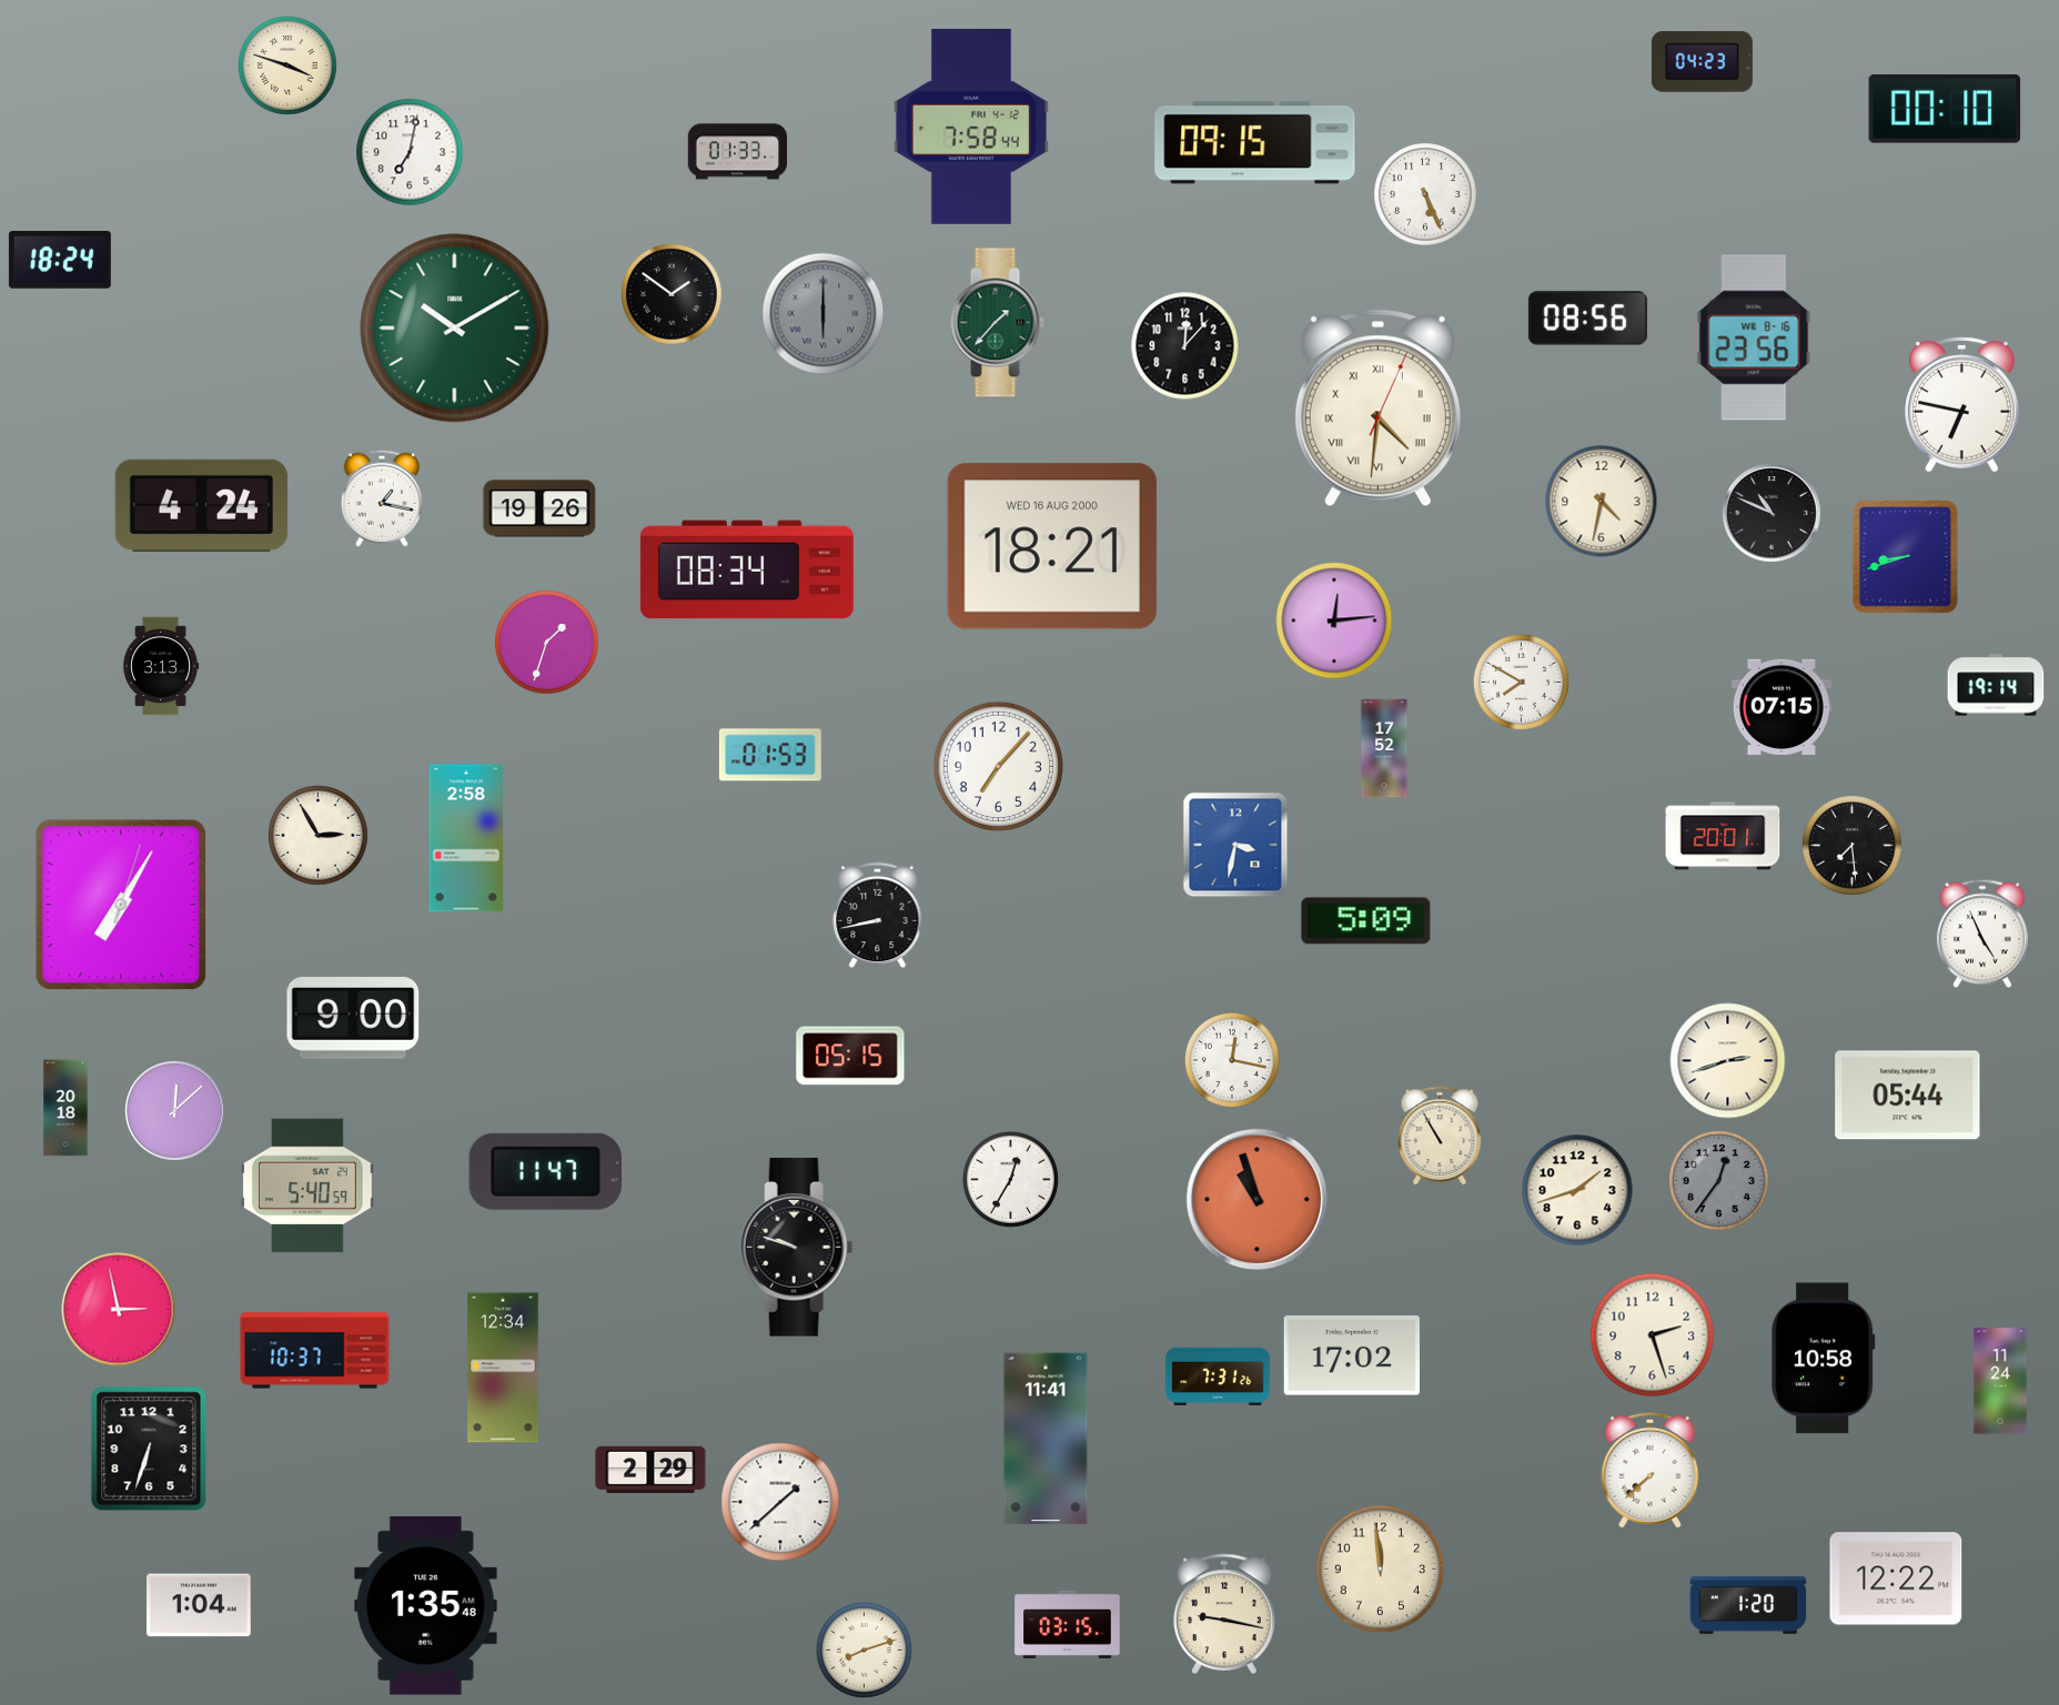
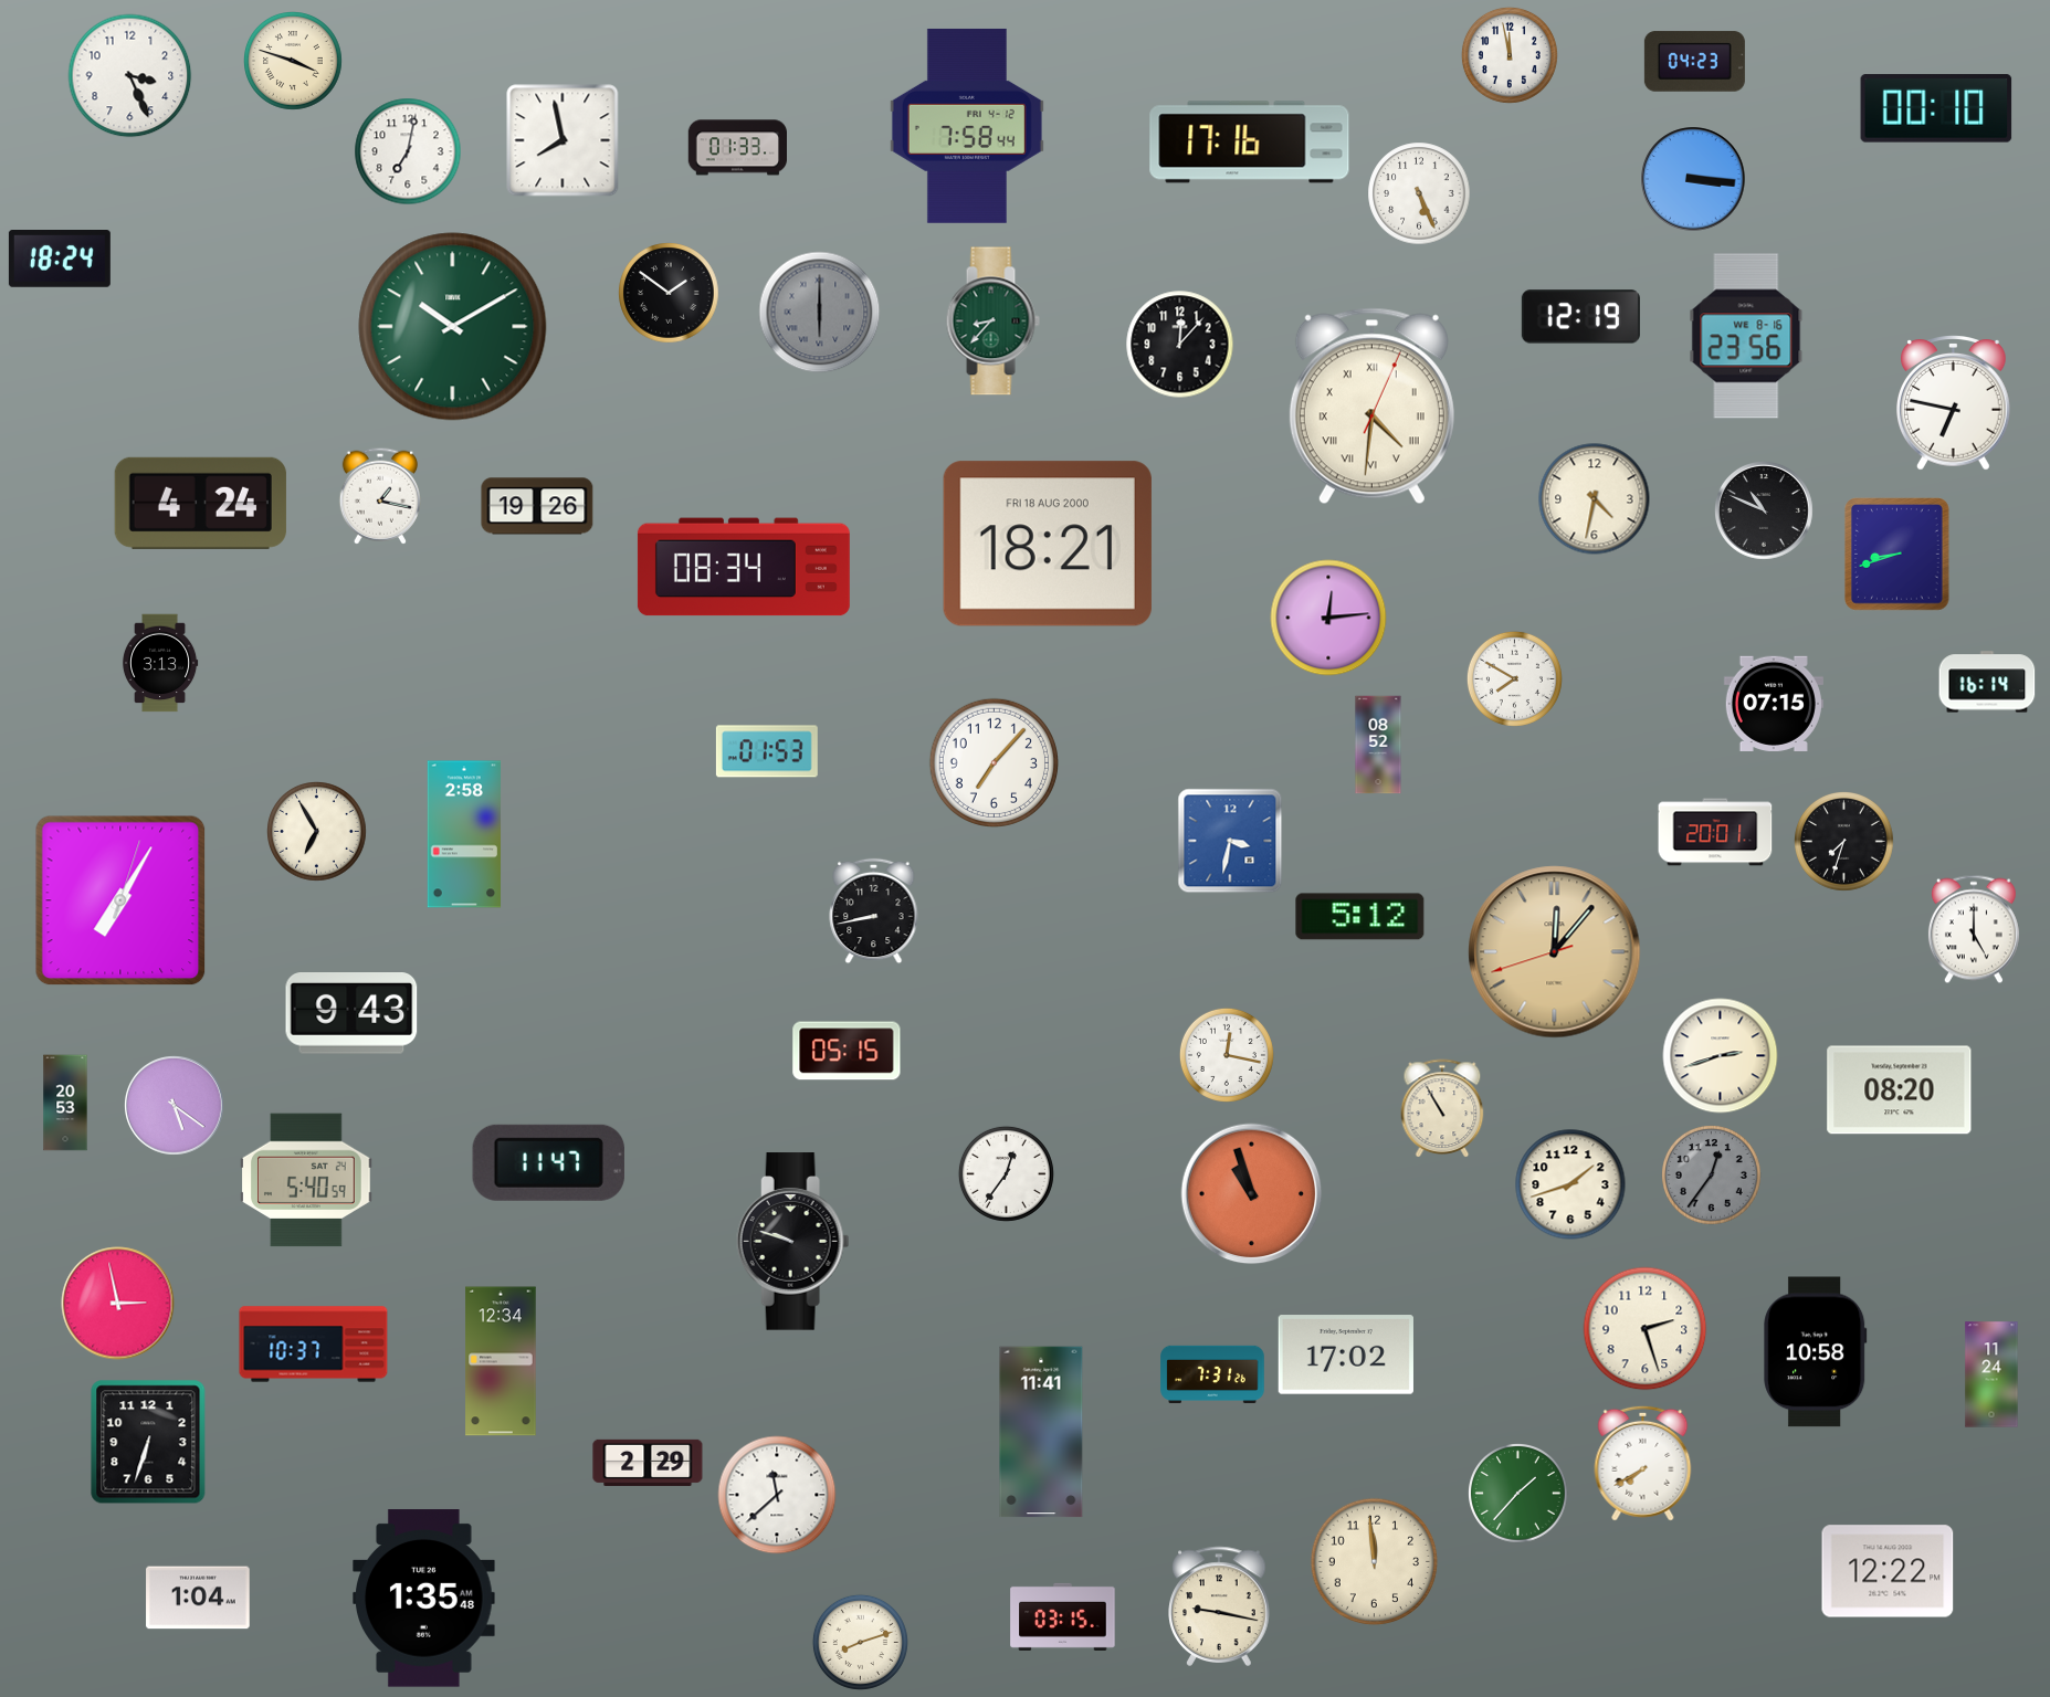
clock at (1510, 55): none -> 11:58
clock at (289, 67) position: (289, 67) -> (294, 62)
clock at (130, 76): none -> 3:26
clock at (563, 140): none -> 7:58
clock at (1255, 143): 09:15 -> 17:16
clock at (737, 152) position: (737, 152) -> (737, 148)
clock at (1693, 179): none -> 3:16
clock at (1587, 319): 08:56 -> 12:19
clock at (997, 323): 1:37 -> 8:37
clock at (1052, 546) date: WED 16 AUG 2000 -> FRI 18 AUG 2000
clock at (547, 643): 1:33 -> none
clock at (1996, 685): 19:14 -> 16:14
clock at (1384, 748): 17:52 -> 08:52
clock at (319, 836): 2:55 -> 6:55
clock at (1853, 846): 7:29 -> 7:33
clock at (1366, 921): 5:09 -> 5:12
clock at (1982, 934): 4:56 -> 5:00
clock at (1555, 952): none -> 12:06
clock at (353, 1019): 9:00 -> 9:43
clock at (1908, 1096): 05:44 -> 08:20
clock at (65, 1108): 20:18 -> 20:53
clock at (175, 1111): 12:08 -> 5:21
clock at (1440, 1136) position: (1440, 1136) -> (1442, 1108)
clock at (545, 1171) position: (545, 1171) -> (548, 1162)
clock at (1010, 1179): 12:35 -> 12:36
clock at (1352, 1355) position: (1352, 1355) -> (1346, 1355)
clock at (1218, 1376) position: (1218, 1376) -> (1212, 1374)
clock at (1651, 1470): 7:38 -> 7:40
clock at (1518, 1494): none -> 1:37
clock at (780, 1502): 1:38 -> 11:38
clock at (1748, 1605): 1:20 -> none
